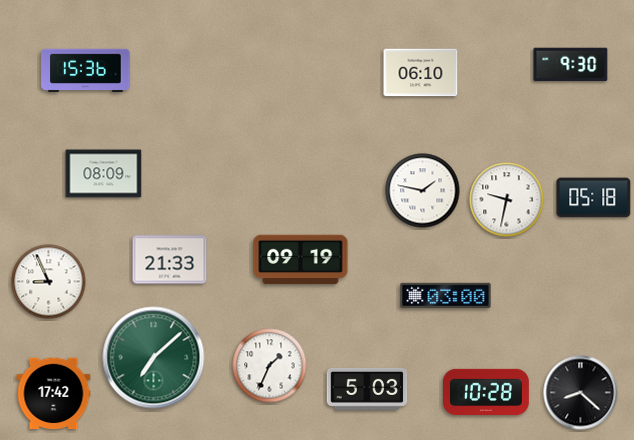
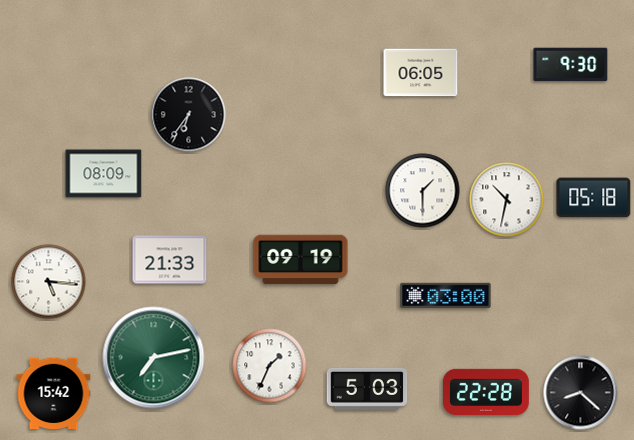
clock at (86, 70): 15:36 -> none
clock at (421, 73): 06:10 -> 06:05
clock at (189, 115): none -> 6:36
clock at (423, 191): 1:47 -> 1:30
clock at (507, 200): 9:32 -> 10:32
clock at (49, 282): 8:56 -> 5:16
clock at (154, 358): 7:08 -> 7:13
clock at (487, 391): 10:28 -> 22:28
clock at (54, 394): 17:42 -> 15:42
